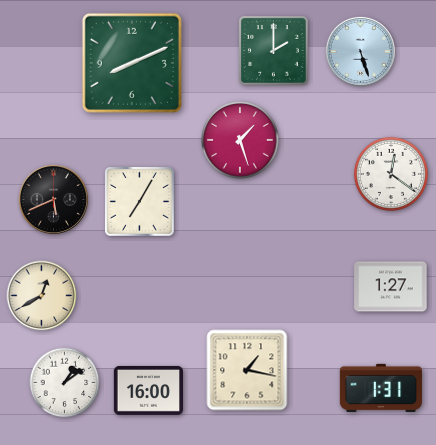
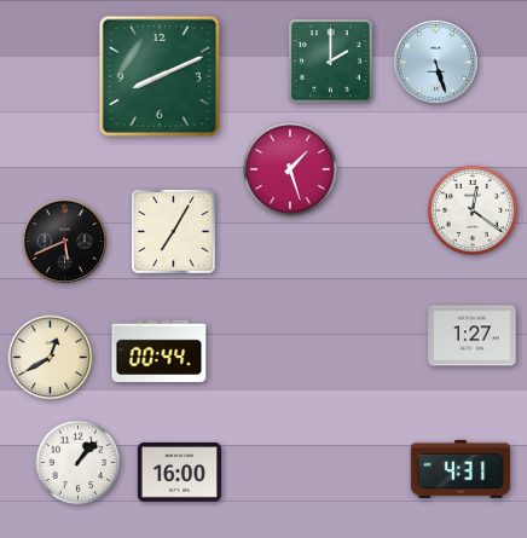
clock at (140, 202) position: (140, 202) -> (174, 232)
clock at (391, 287) position: (391, 287) -> (473, 336)
clock at (160, 351): none -> 00:44
clock at (247, 370): 1:17 -> none
clock at (65, 383): 1:09 -> 1:07
clock at (380, 388): 1:31 -> 4:31
